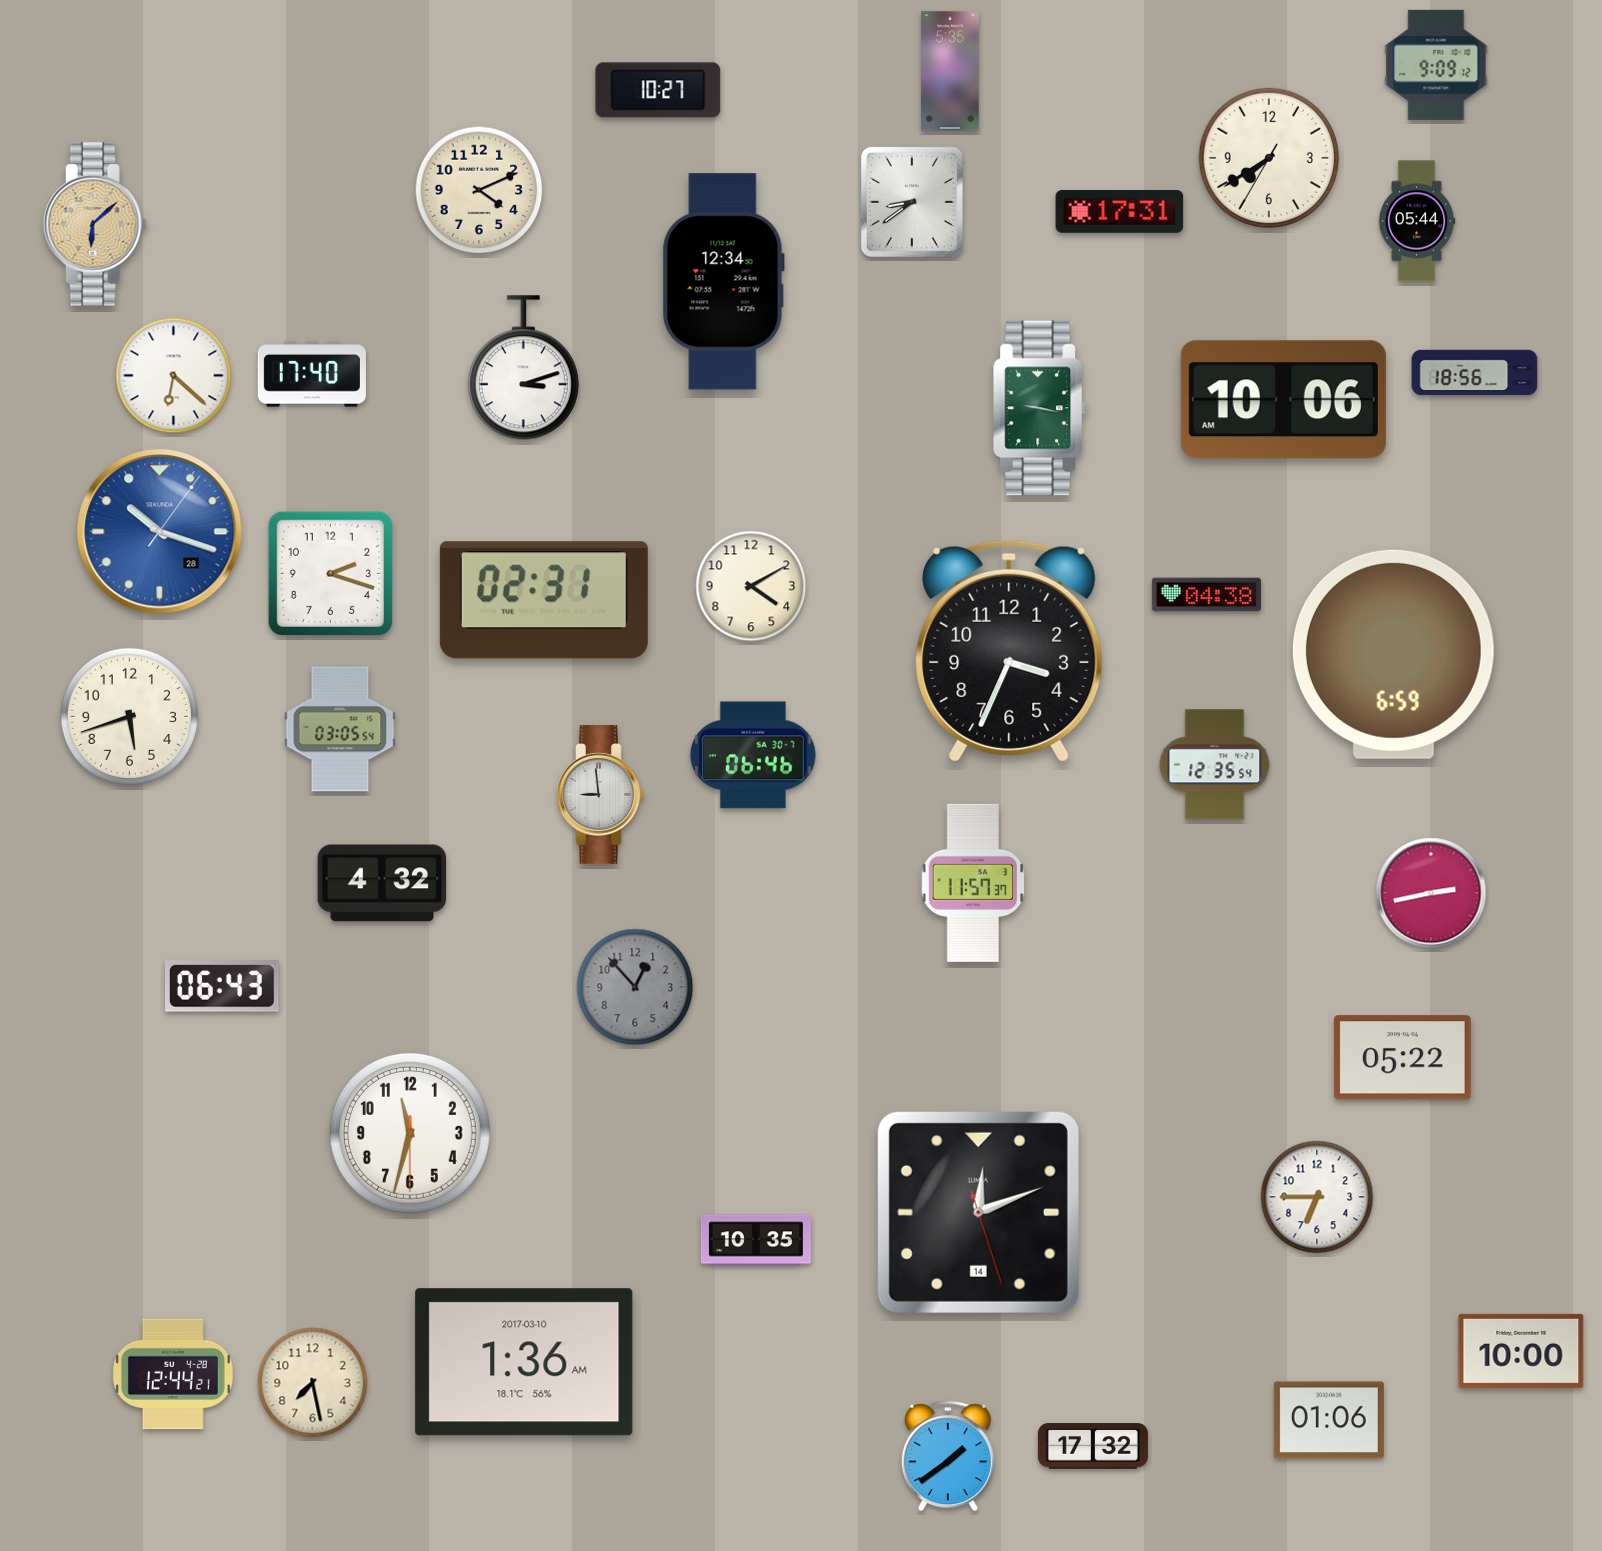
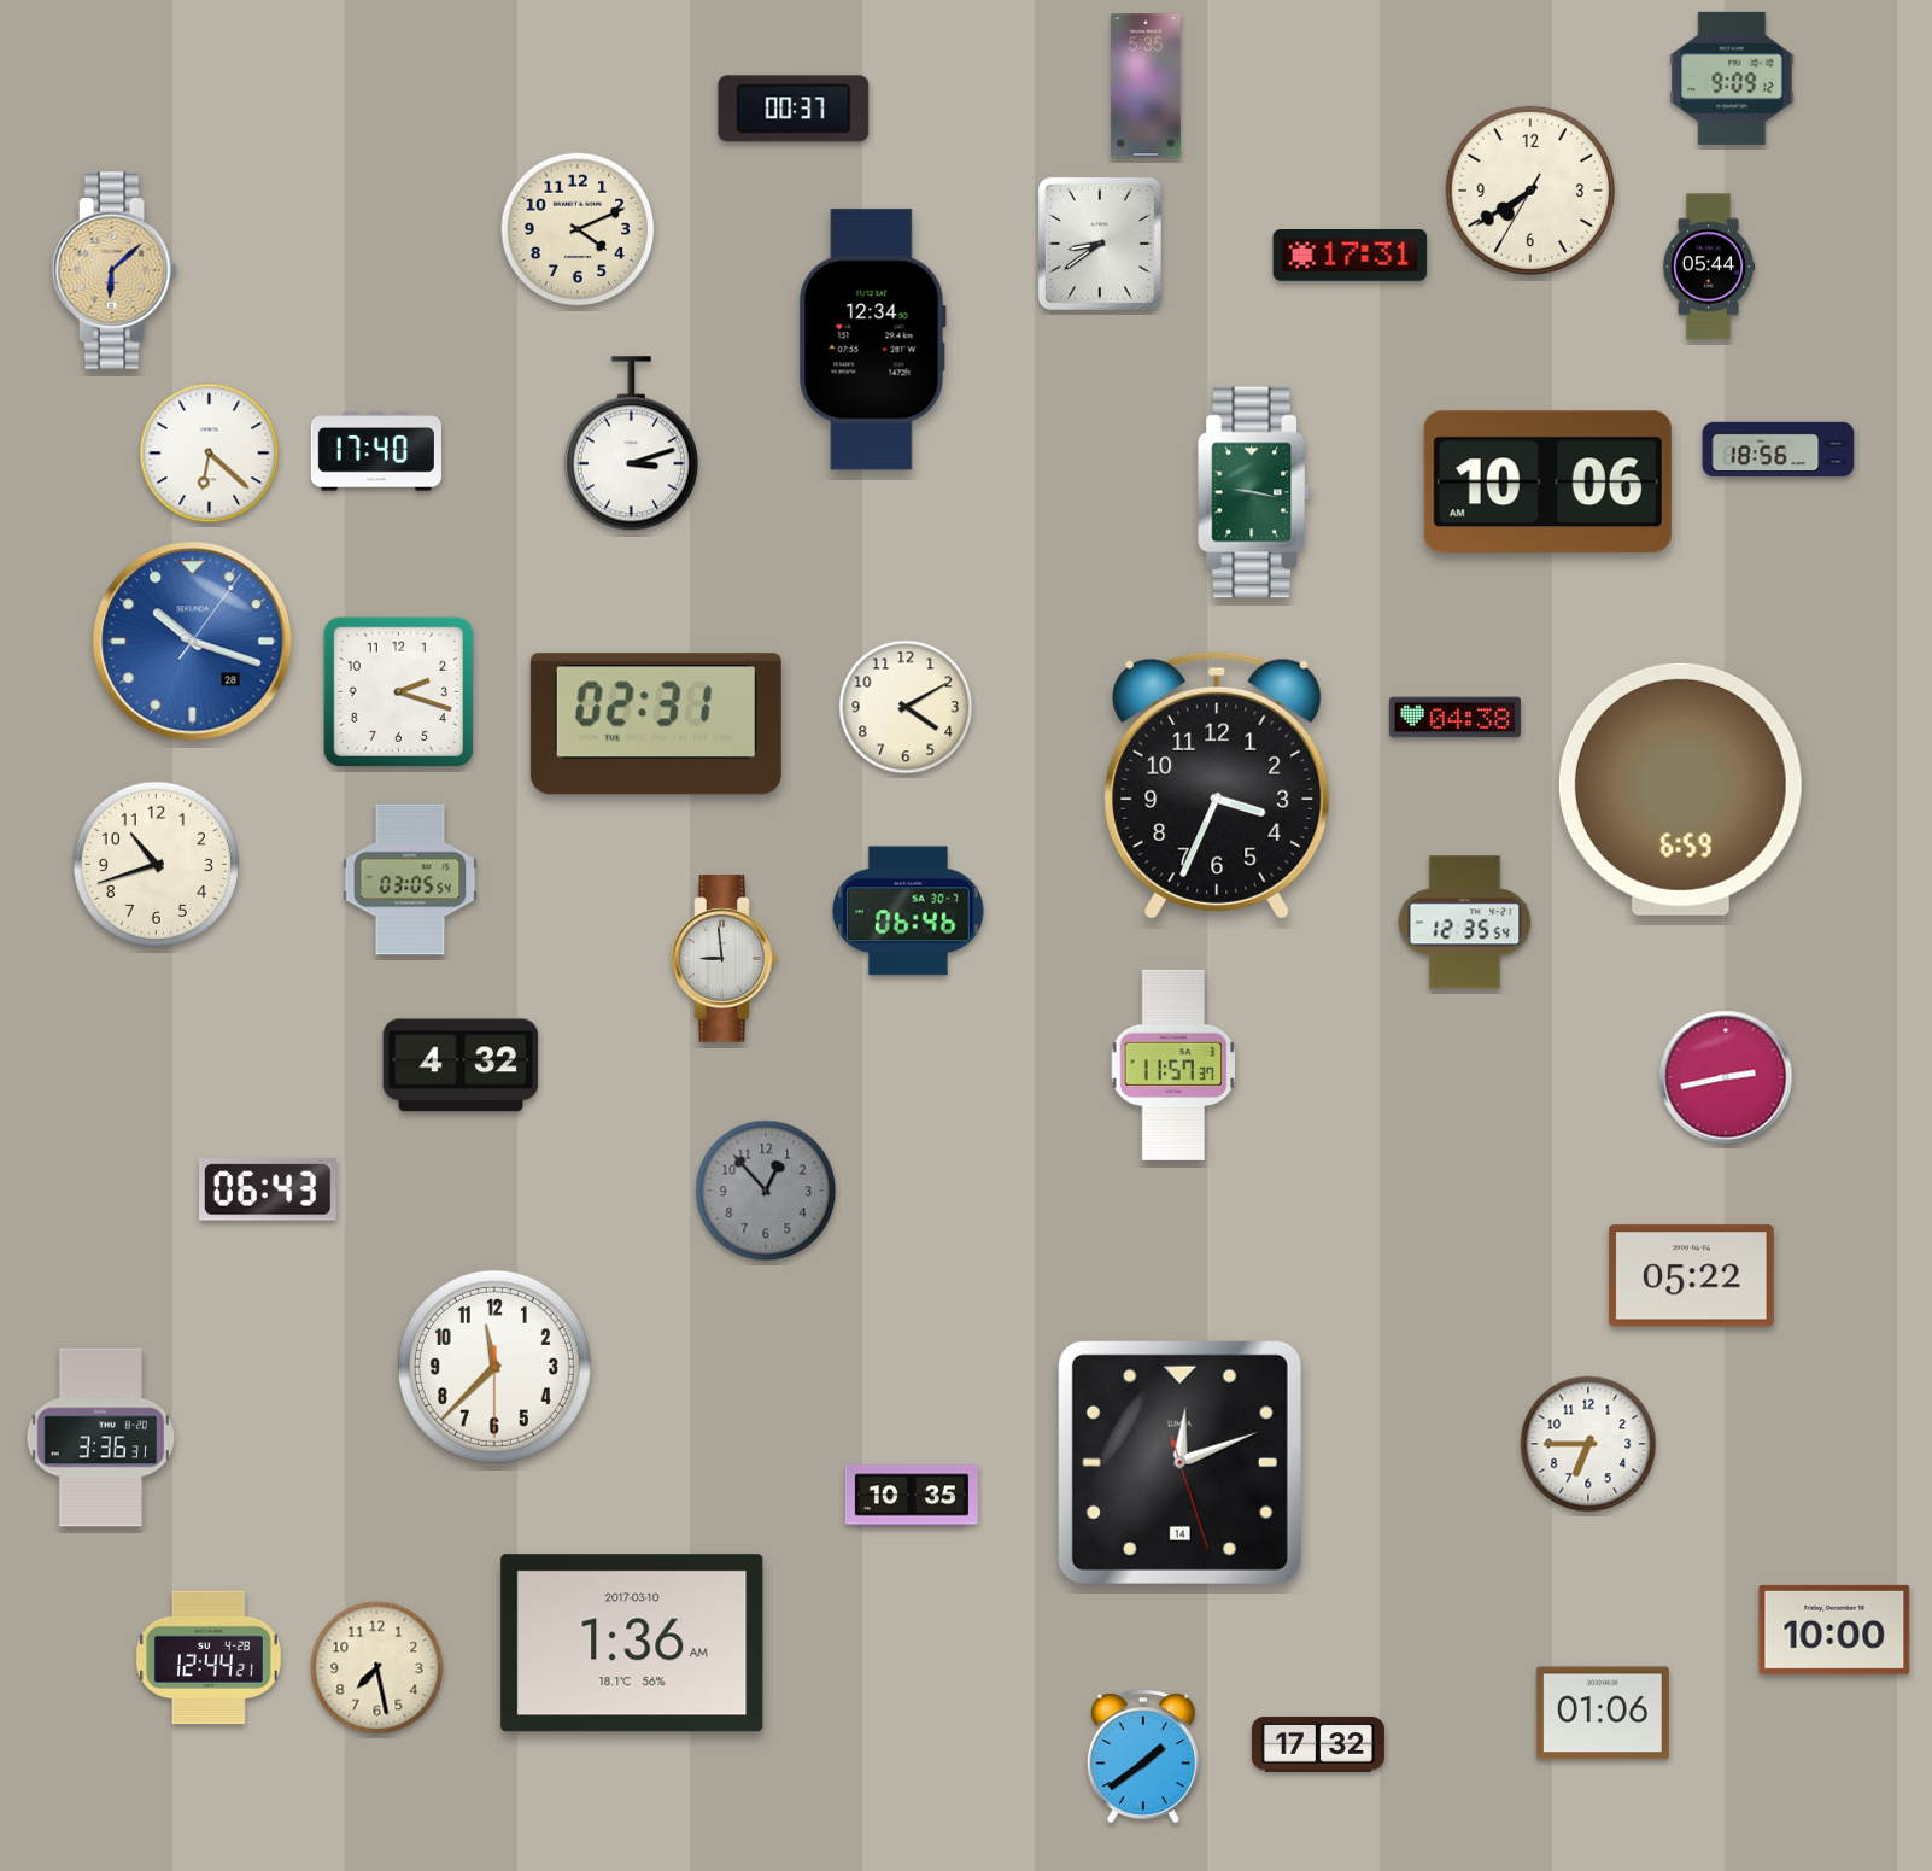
clock at (658, 90): 10:27 -> 00:37
clock at (129, 716): 5:42 -> 10:42
clock at (410, 1133): 11:32 -> 11:37
clock at (101, 1438): none -> 3:36
